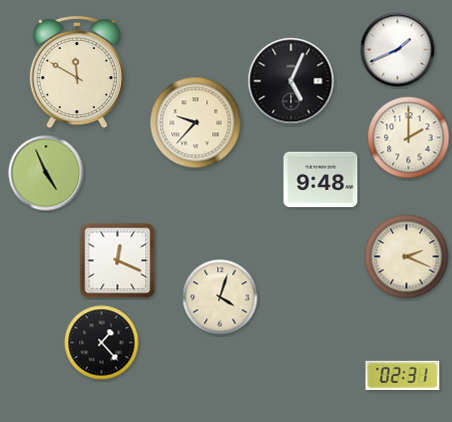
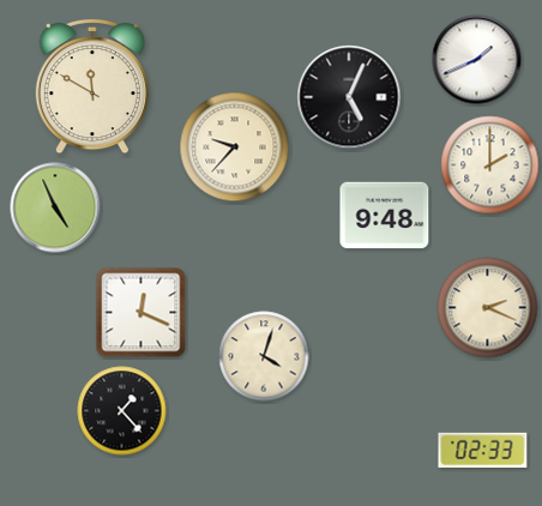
clock at (403, 375): 02:31 -> 02:33
